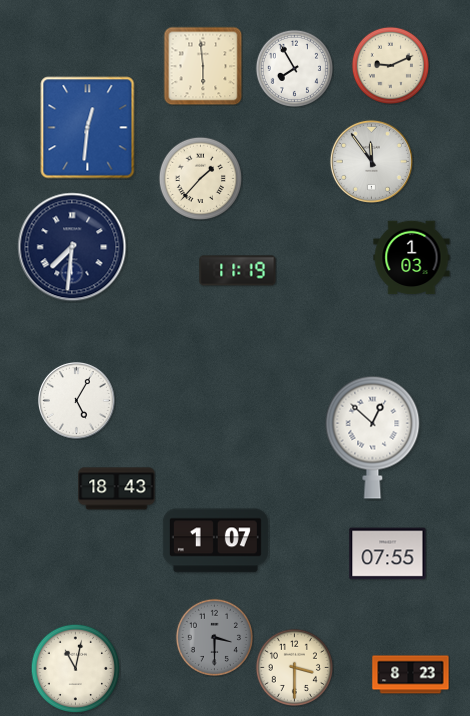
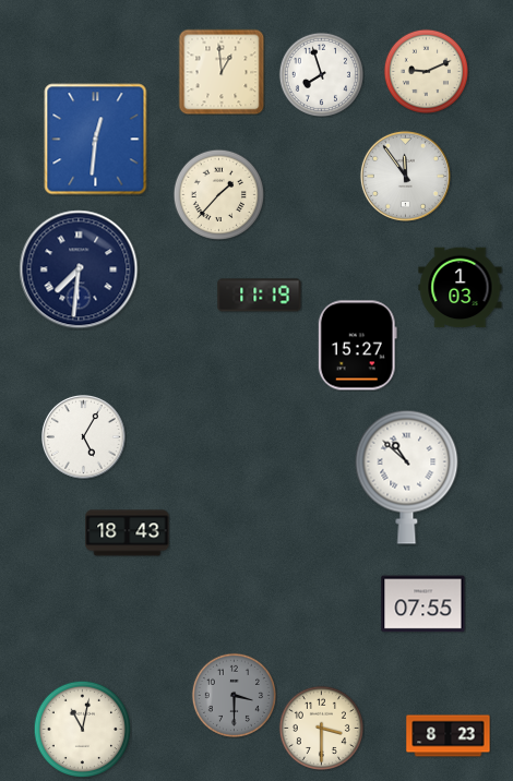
clock at (203, 66): 5:59 -> 12:59
clock at (294, 68): 7:55 -> 7:57
clock at (412, 258) position: (412, 258) -> (461, 288)
clock at (357, 346): none -> 15:27
clock at (373, 437): 12:52 -> 10:52
clock at (215, 541): 1:07 -> none
